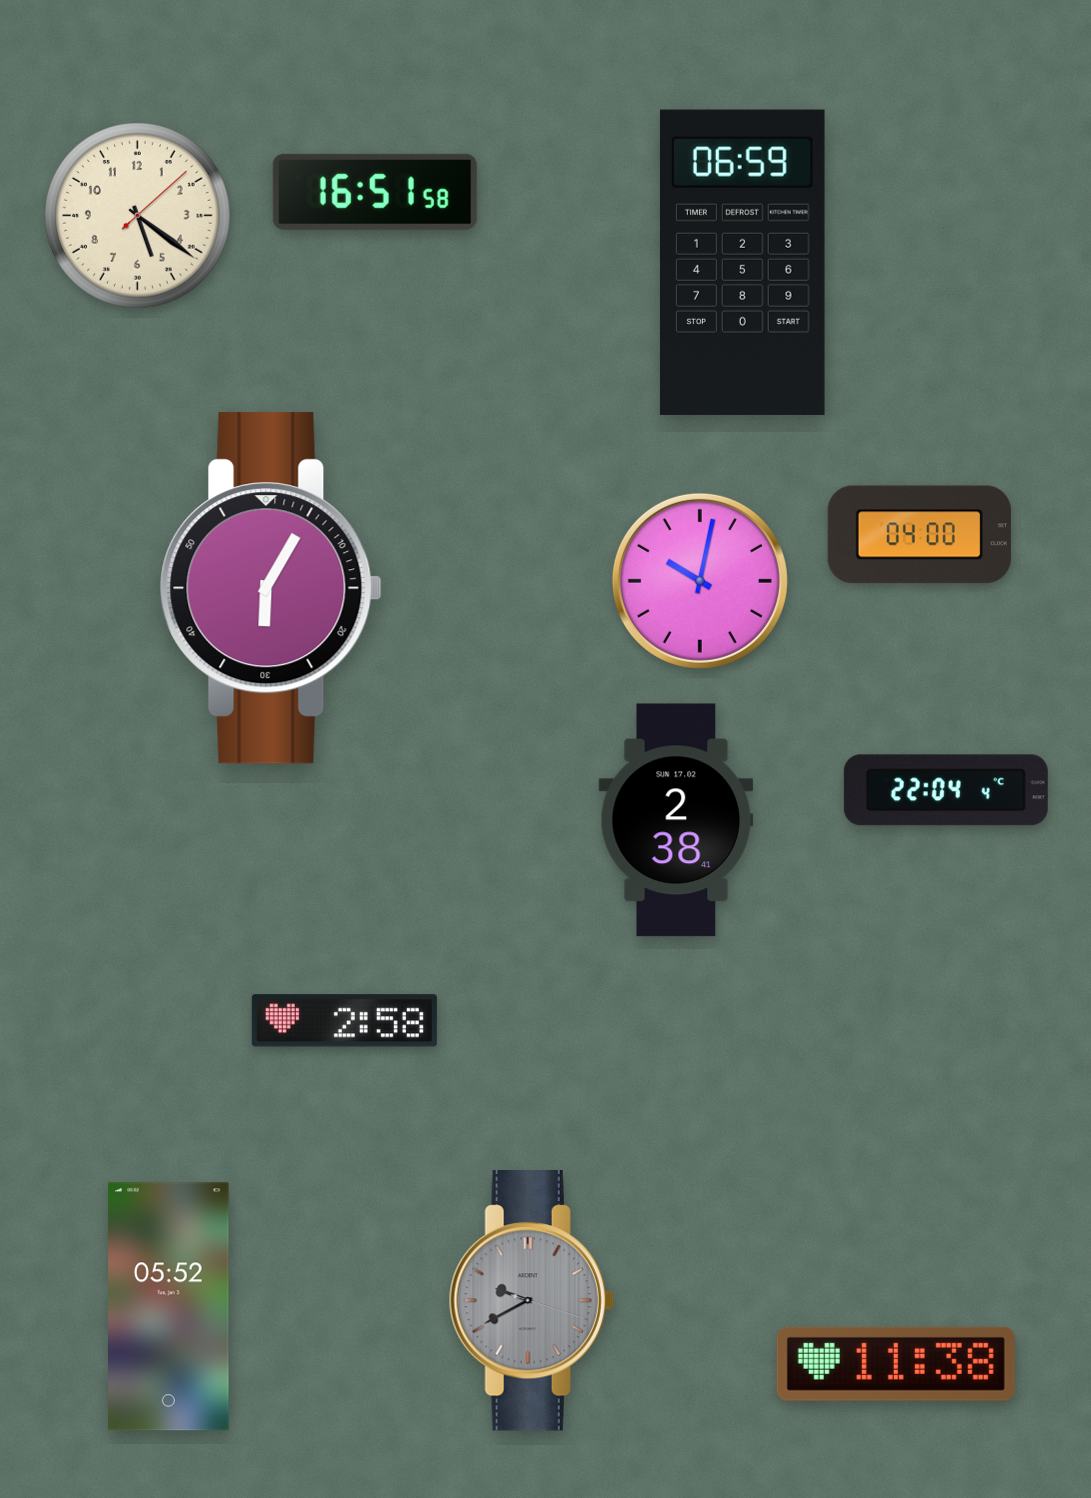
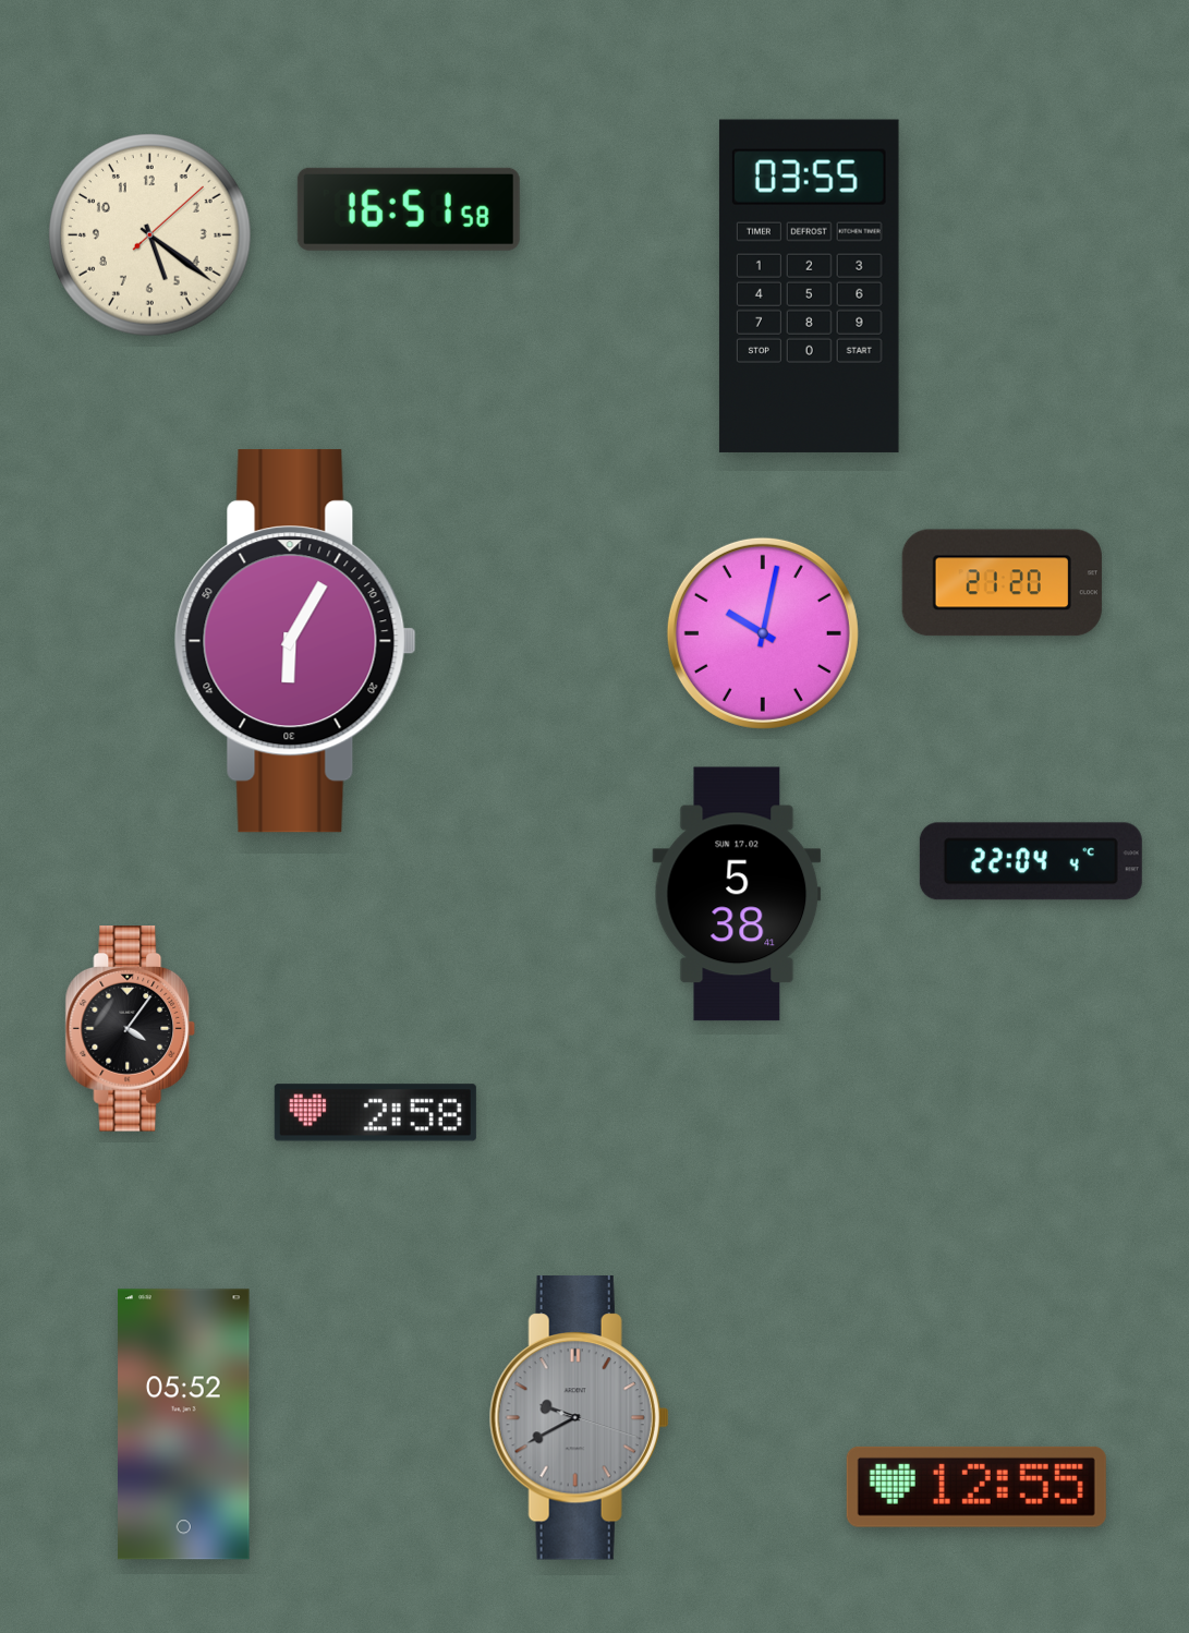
clock at (742, 262): 06:59 -> 03:55
clock at (919, 535): 04:00 -> 21:20
clock at (676, 820): 2:38 -> 5:38
clock at (131, 1029): none -> 4:06
clock at (896, 1364): 11:38 -> 12:55
